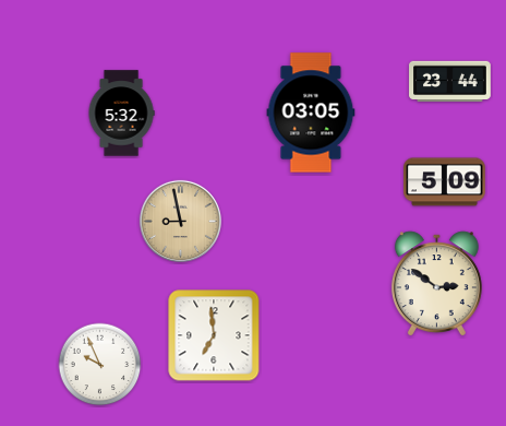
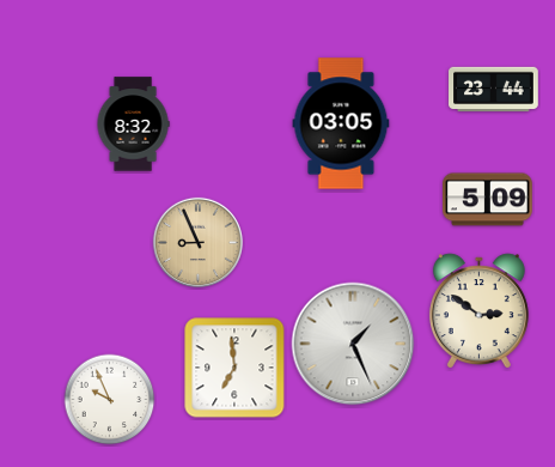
clock at (121, 114): 5:32 -> 8:32
clock at (180, 221): 8:58 -> 8:56
clock at (353, 344): none -> 1:26
